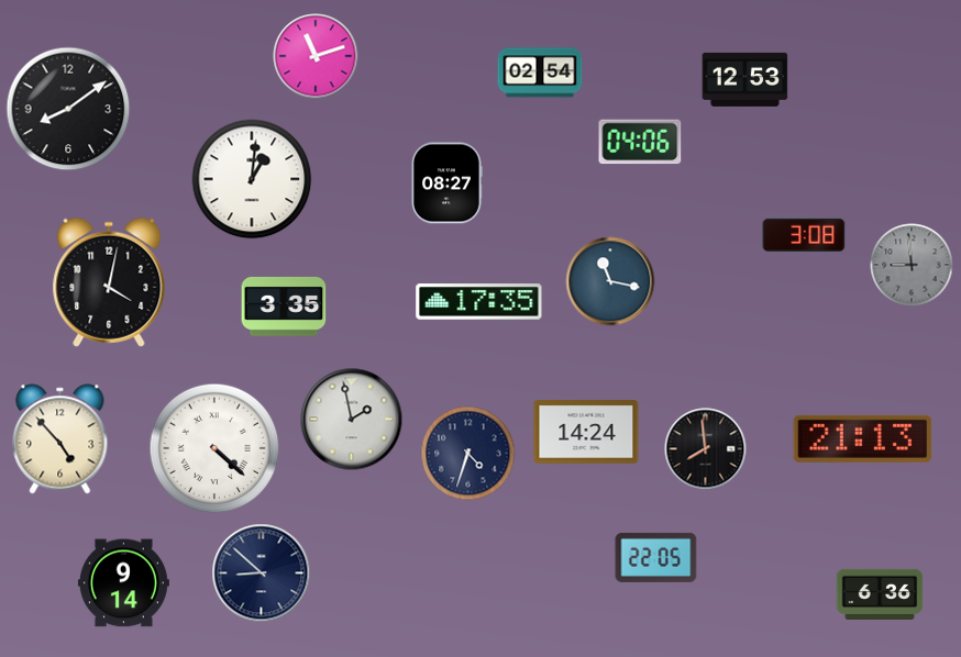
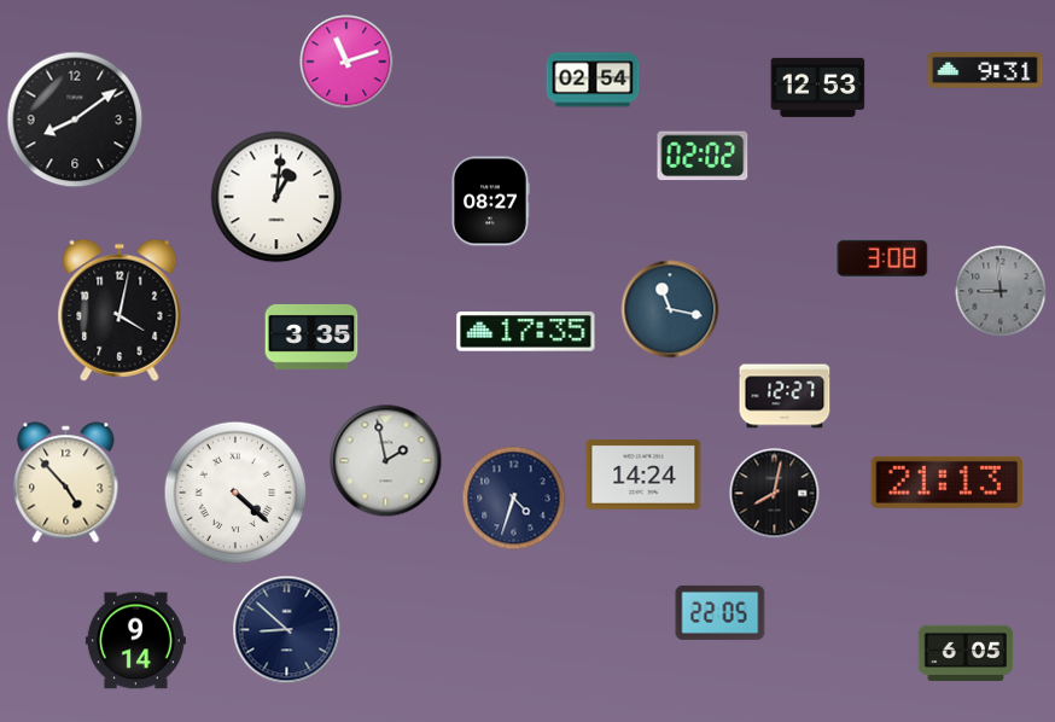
clock at (985, 70): none -> 9:31
clock at (640, 142): 04:06 -> 02:02
clock at (785, 396): none -> 12:27
clock at (706, 449): 7:59 -> 8:02
clock at (880, 594): 6:36 -> 6:05
